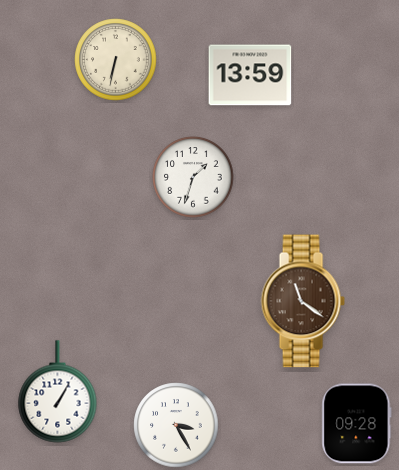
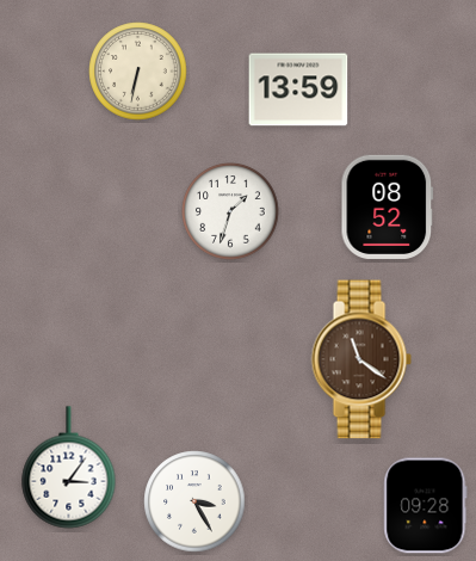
clock at (388, 206): none -> 08:52
clock at (58, 392): 1:05 -> 3:06
clock at (176, 425) position: (176, 425) -> (194, 501)
